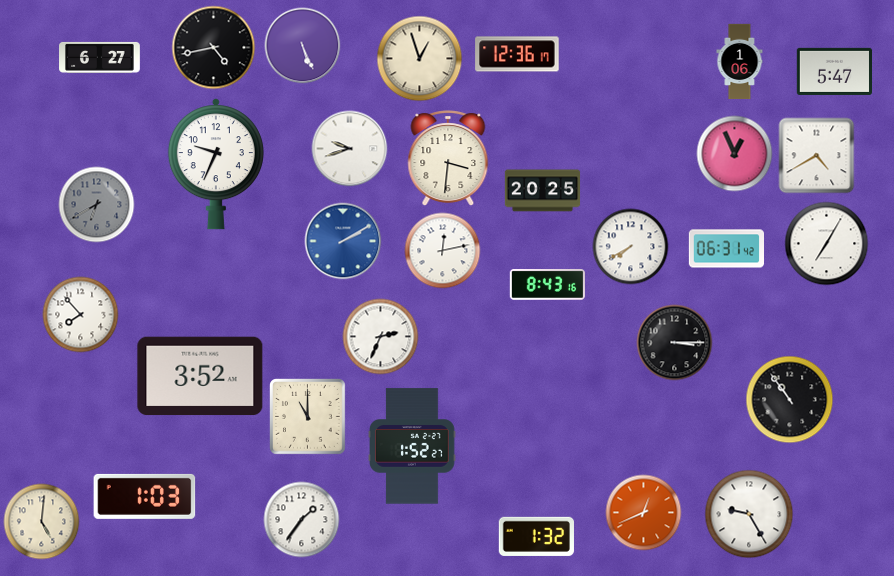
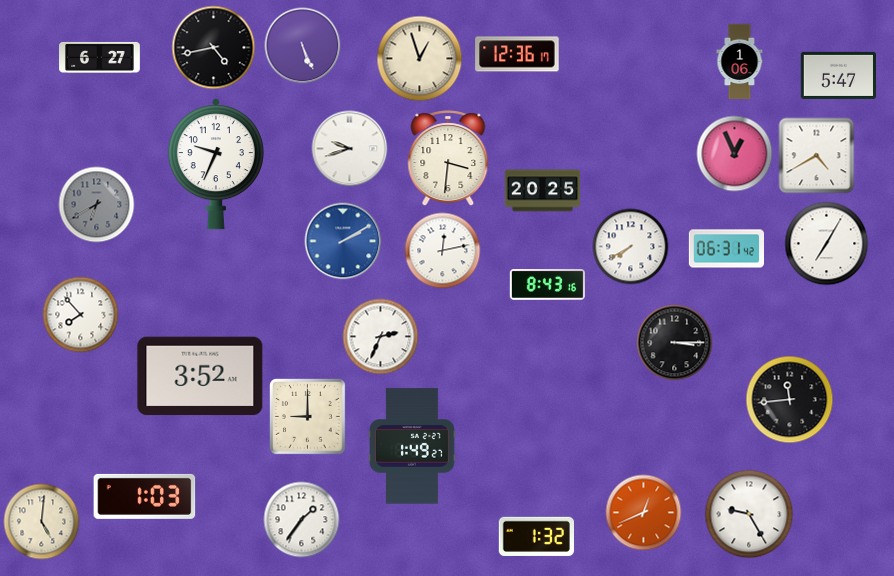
clock at (834, 71) position: (834, 71) -> (838, 75)
clock at (790, 400): 10:54 -> 11:44
clock at (308, 417): 11:00 -> 9:00
clock at (413, 446): 1:52 -> 1:49
